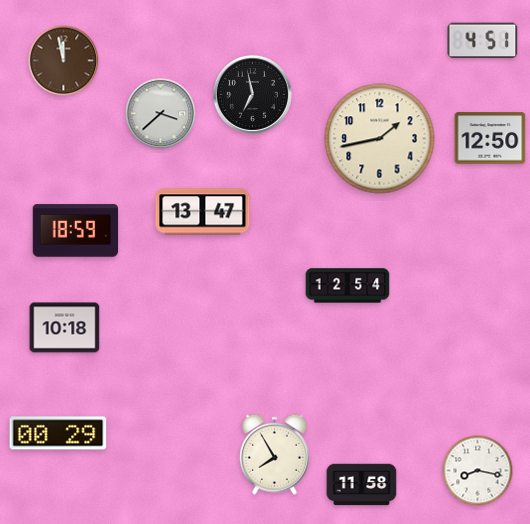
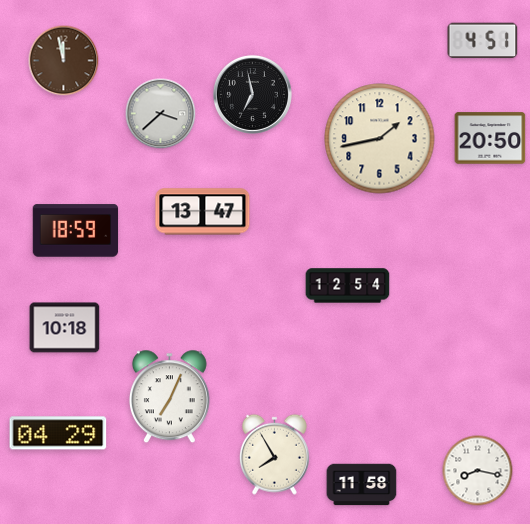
clock at (490, 138): 12:50 -> 20:50
clock at (169, 397): none -> 7:04
clock at (58, 433): 00:29 -> 04:29
